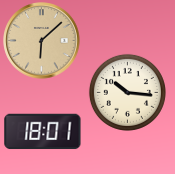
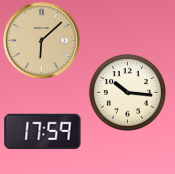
clock at (43, 132): 18:01 -> 17:59
